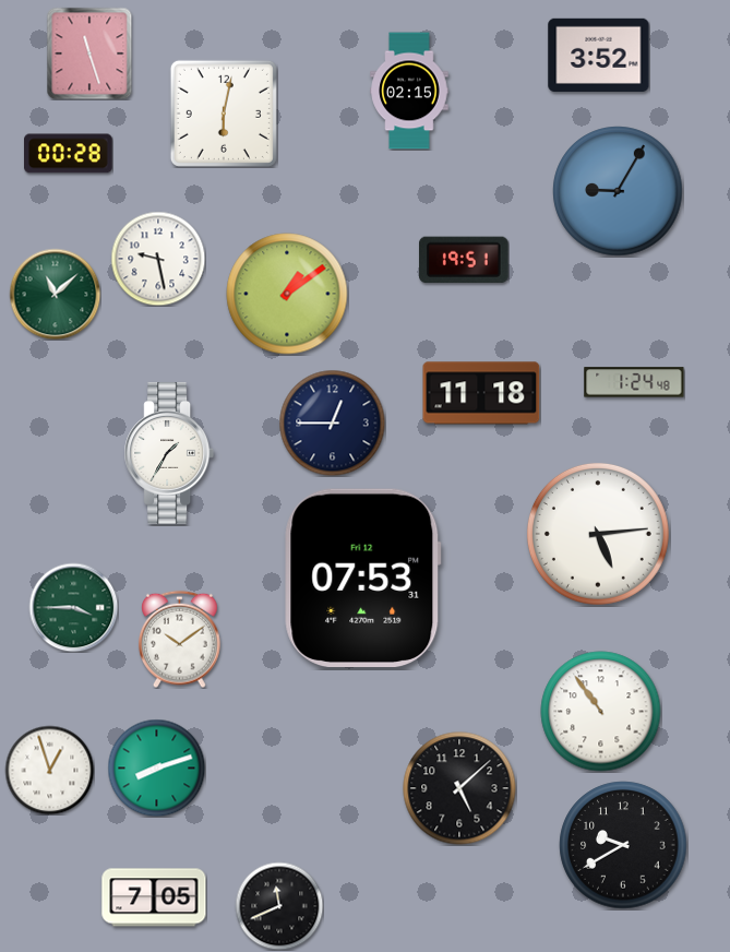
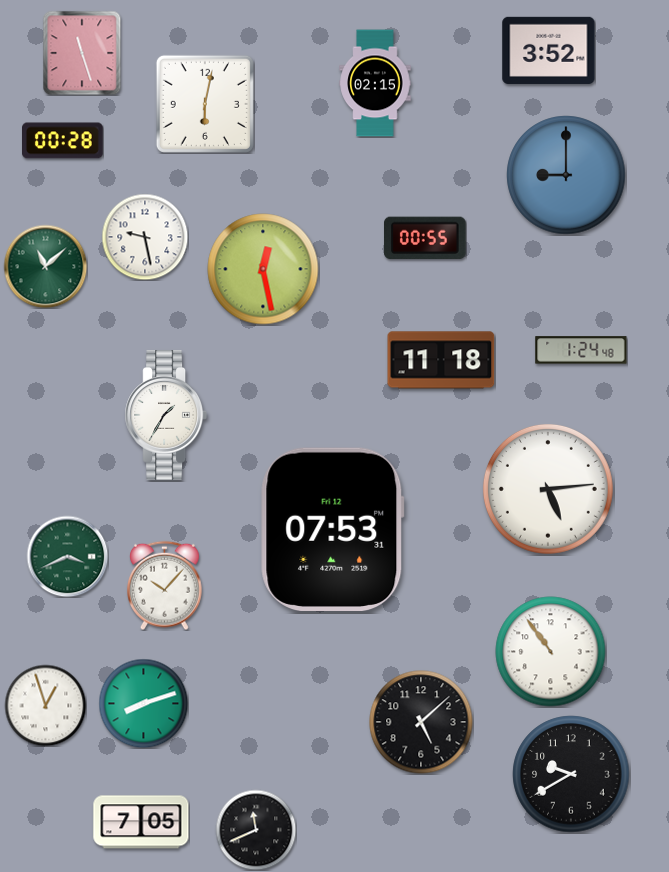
clock at (89, 53) position: (89, 53) -> (82, 53)
clock at (618, 191): 9:05 -> 9:00
clock at (465, 260): 19:51 -> 00:55
clock at (55, 294) position: (55, 294) -> (45, 266)
clock at (287, 294): 1:09 -> 12:28
clock at (332, 423): 12:45 -> none
clock at (169, 454) position: (169, 454) -> (166, 416)
clock at (73, 607): 3:45 -> 3:41
clock at (180, 639): 10:09 -> 10:07
